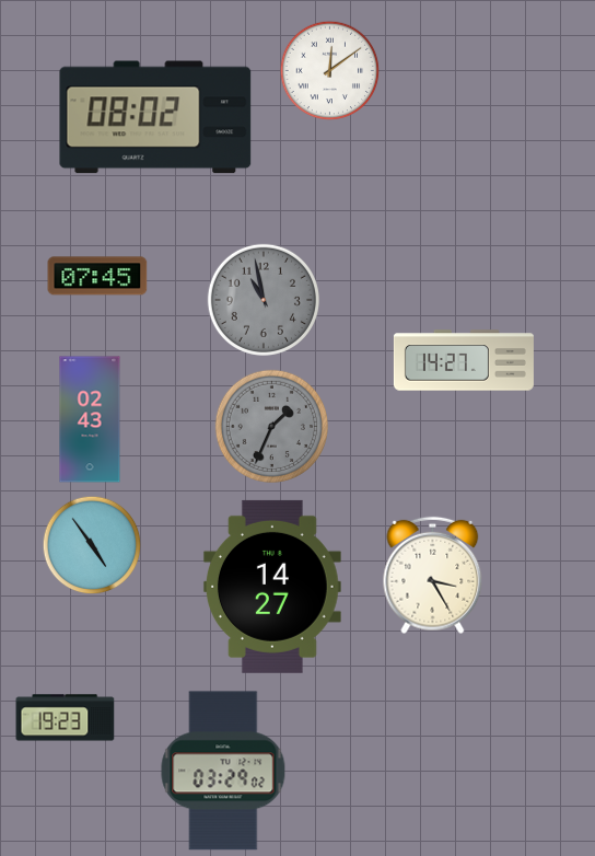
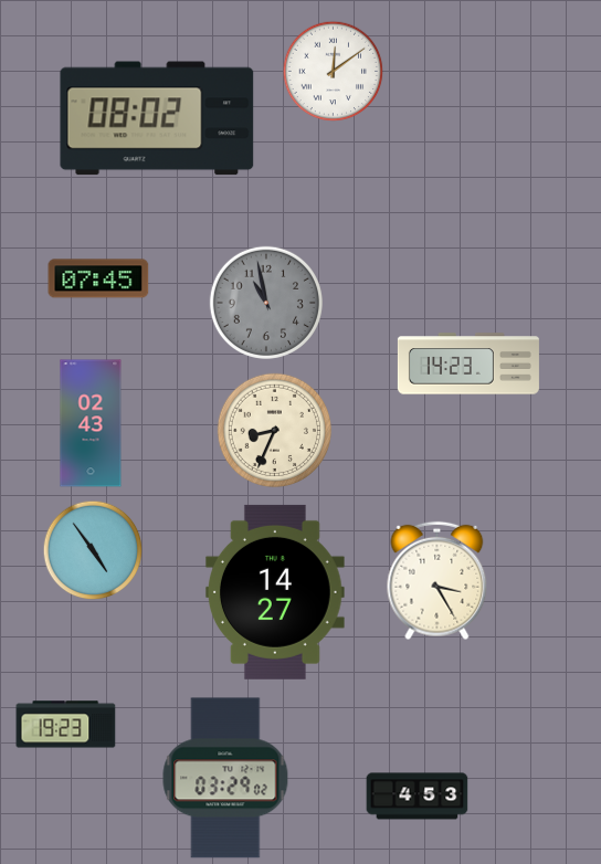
clock at (464, 360): 14:27 -> 14:23
clock at (271, 426): 1:34 -> 8:34
clock at (271, 426) dial: grey -> cream
clock at (418, 797): none -> 4:53
